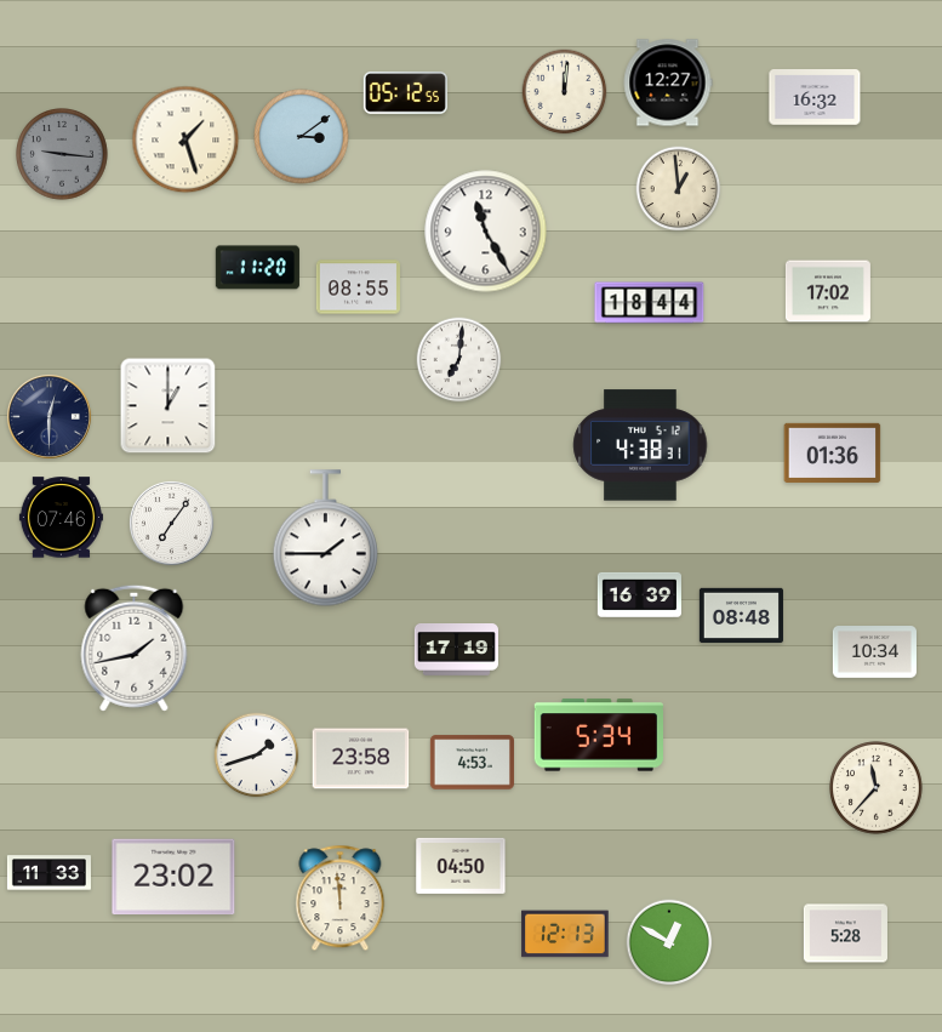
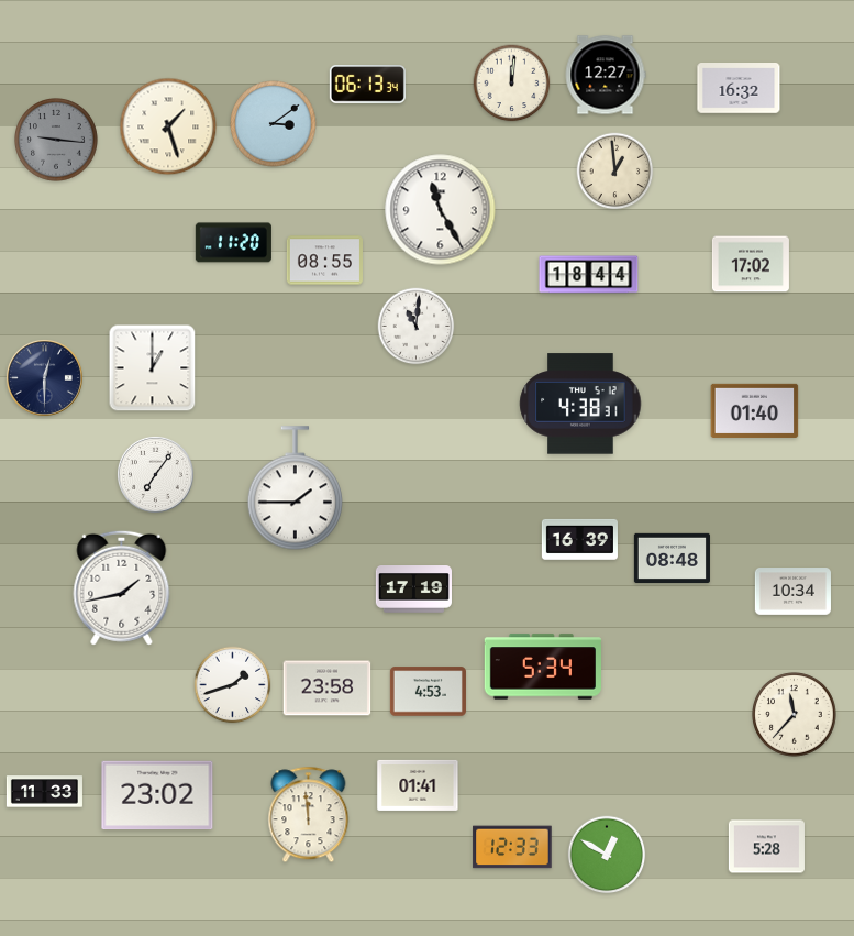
clock at (405, 93): 05:12 -> 06:13
clock at (459, 360): 7:01 -> 11:01
clock at (833, 452): 01:36 -> 01:40
clock at (61, 518): 07:46 -> none
clock at (461, 866): 04:50 -> 01:41
clock at (565, 934): 12:13 -> 12:33
